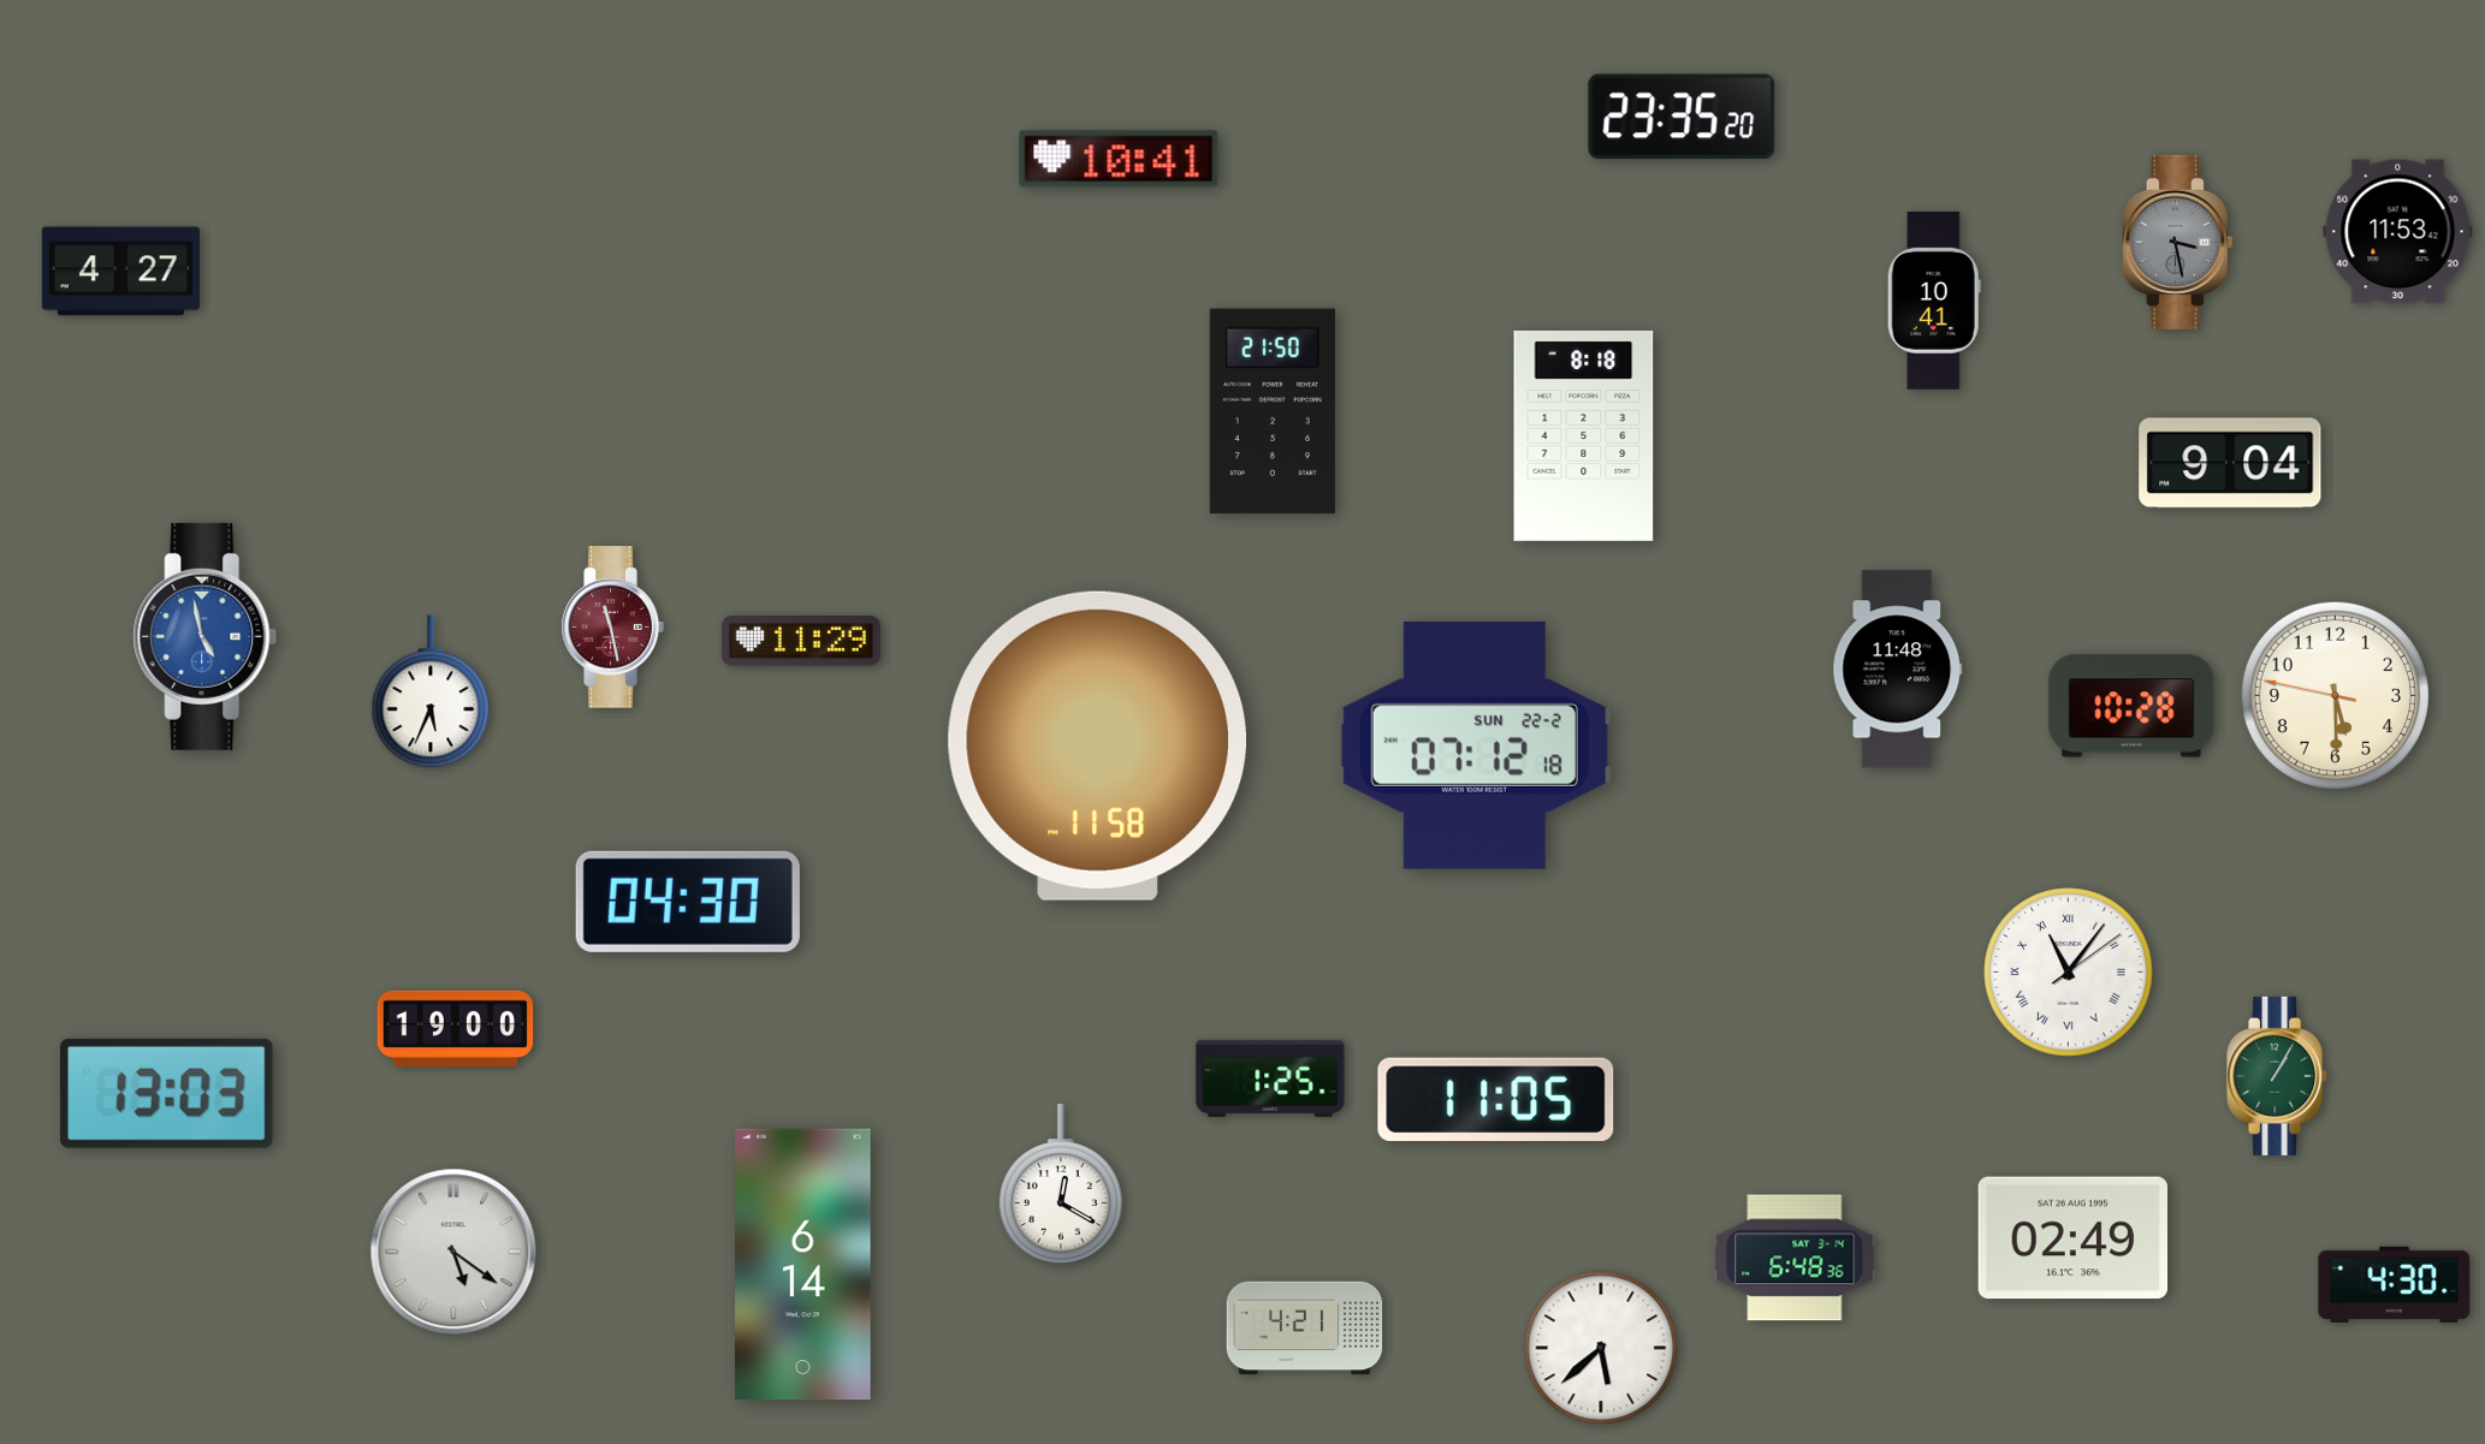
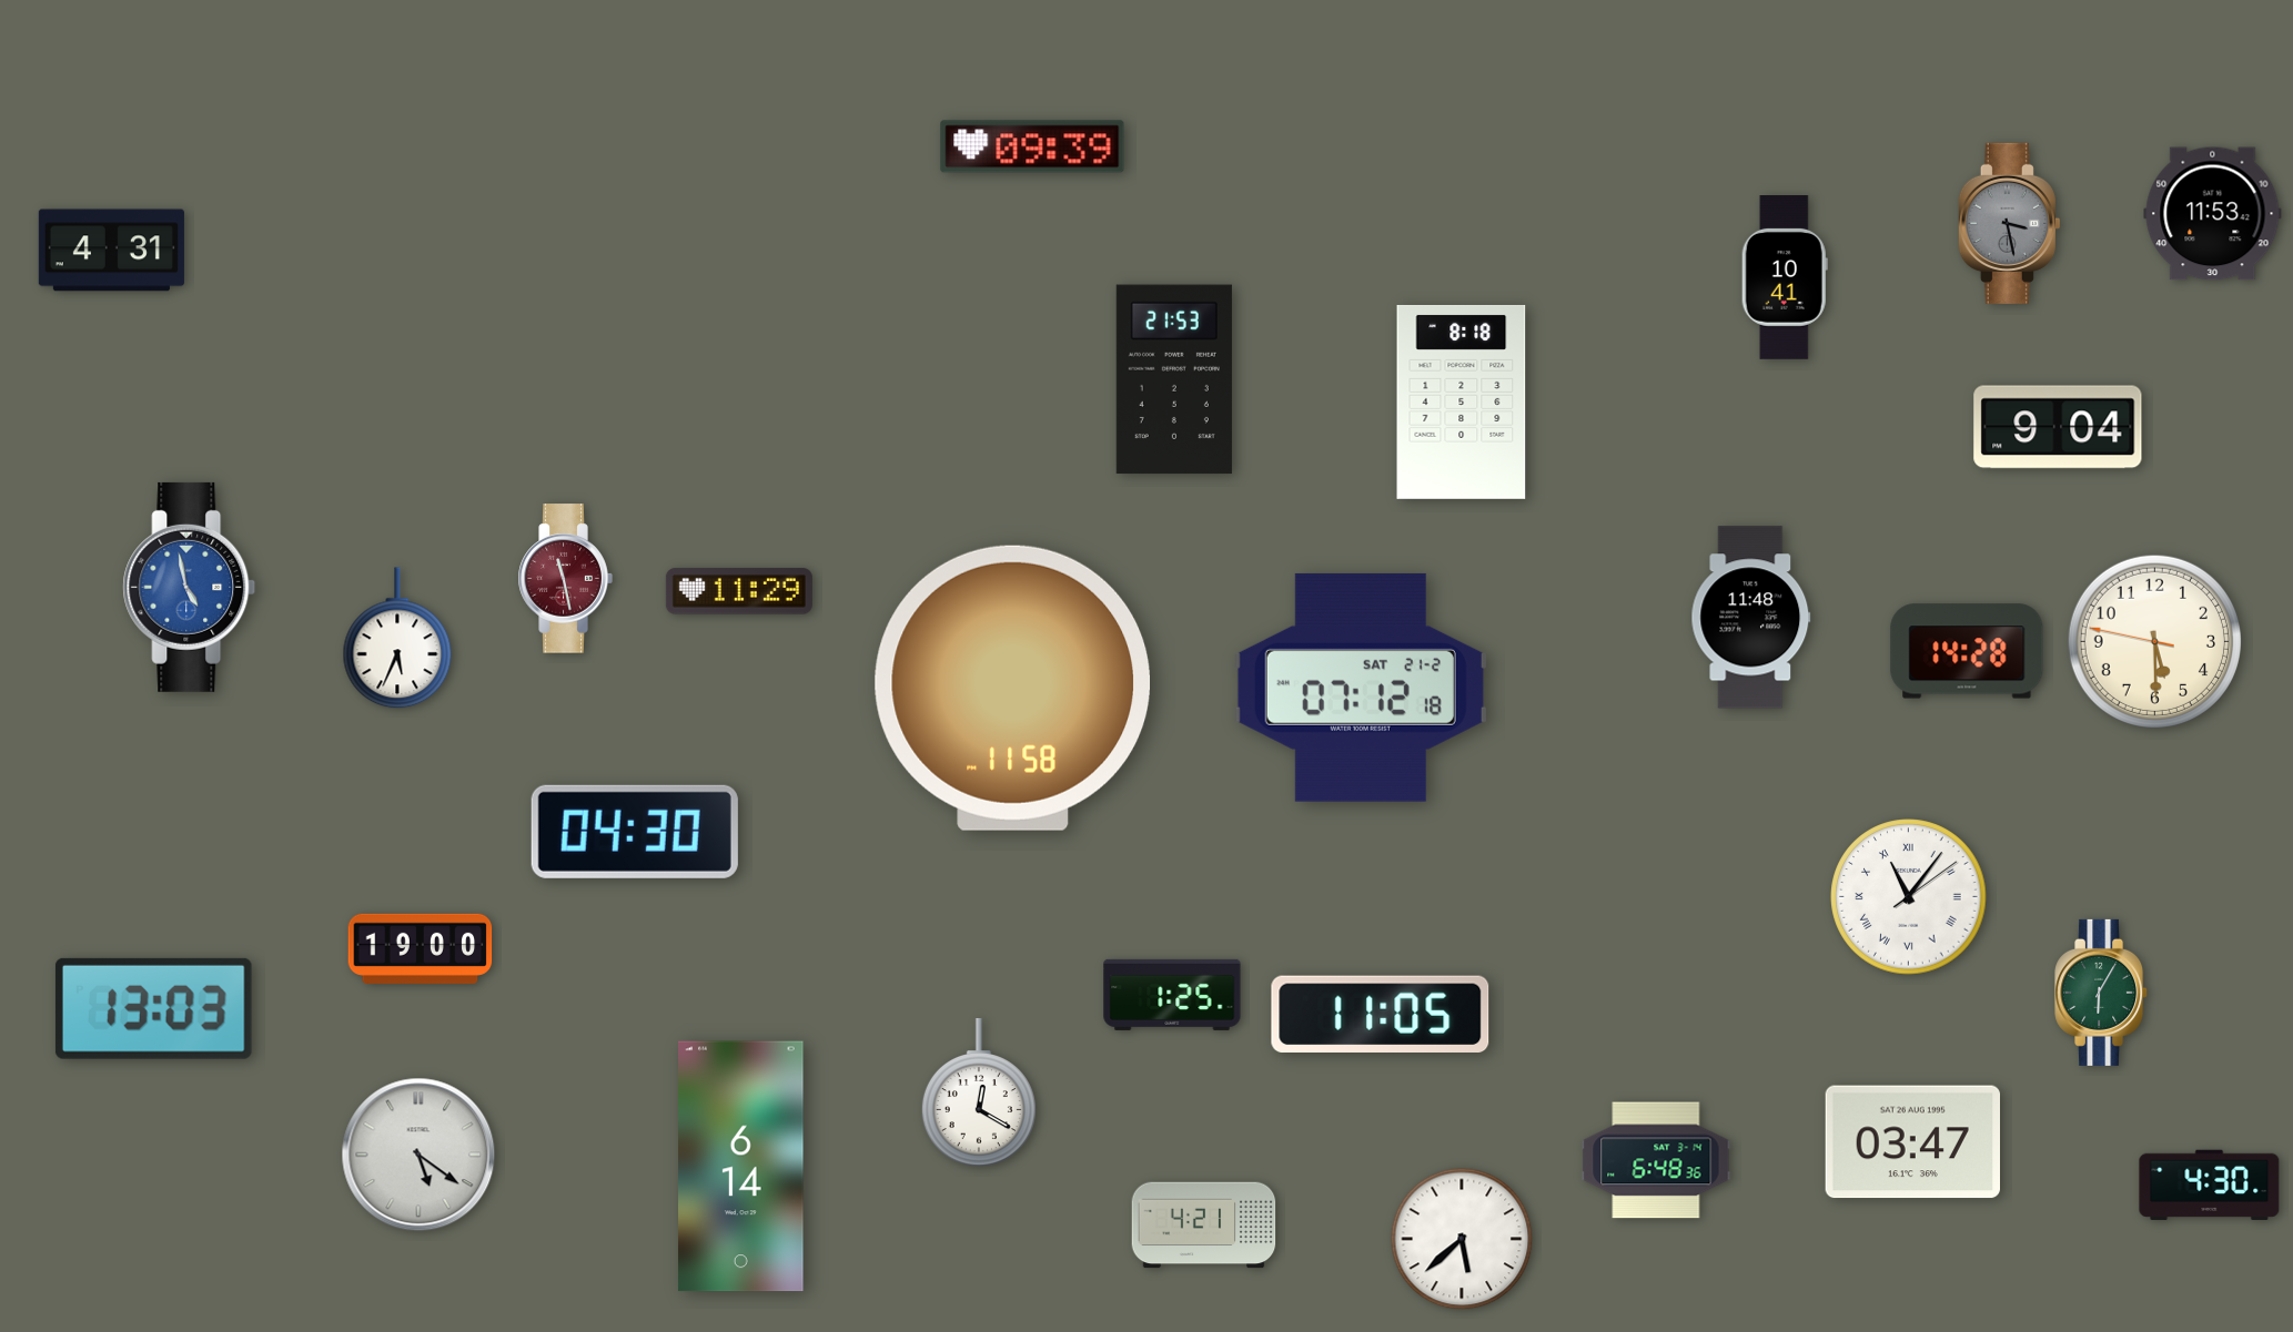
clock at (1682, 117): 23:35 -> none
clock at (1119, 159): 10:41 -> 09:39
clock at (120, 272): 4:27 -> 4:31
clock at (1273, 411): 21:50 -> 21:53
clock at (2131, 706): 10:28 -> 14:28
clock at (1475, 745) date: SUN 22-2 -> SAT 21-2
clock at (2278, 1076): 1:05 -> 6:05
clock at (2072, 1238): 02:49 -> 03:47
clock at (1601, 1348) position: (1601, 1348) -> (1462, 1239)
